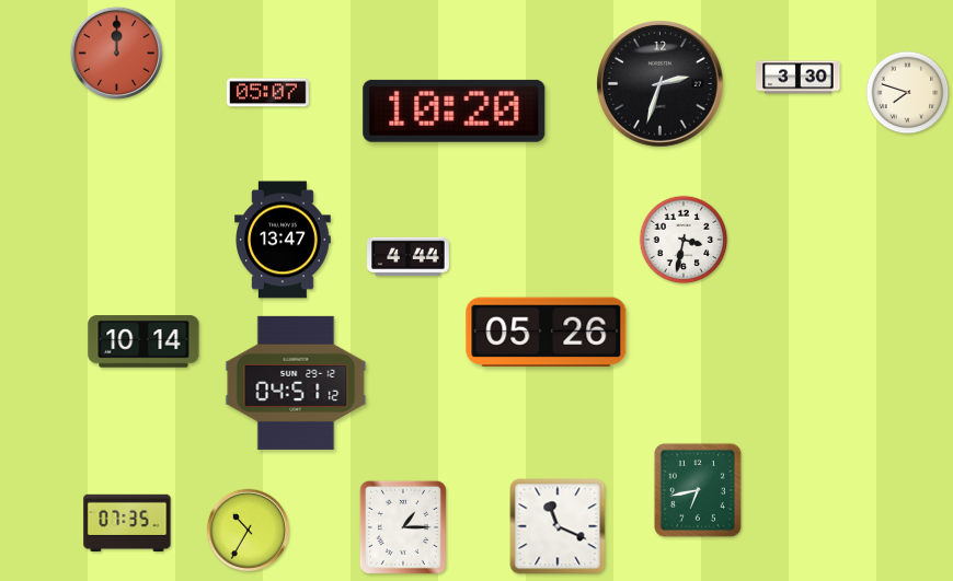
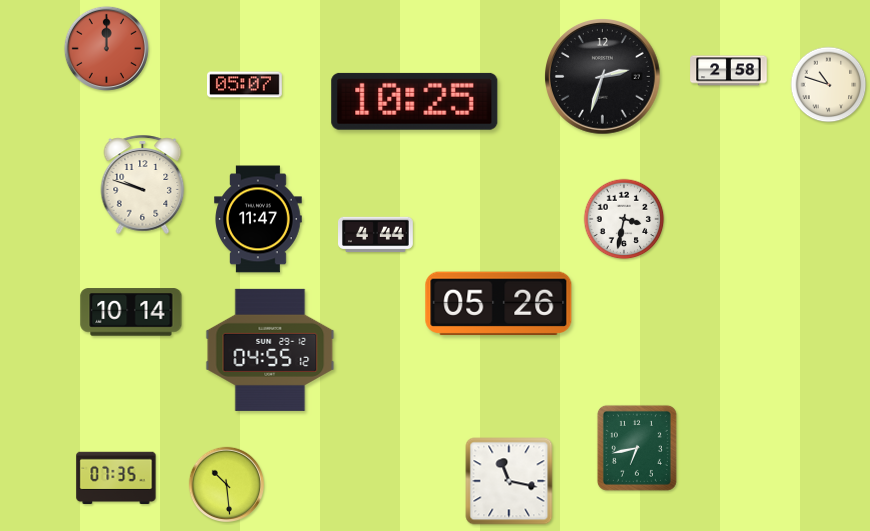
clock at (799, 78): 3:30 -> 2:58
clock at (908, 93): 7:48 -> 10:48
clock at (455, 111): 10:20 -> 10:25
clock at (143, 184): none -> 9:48
clock at (283, 240): 13:47 -> 11:47
clock at (409, 257) position: (409, 257) -> (376, 235)
clock at (296, 383): 04:51 -> 04:55
clock at (558, 526): 11:19 -> 11:17
clock at (403, 527): 1:15 -> none
clock at (248, 530): 10:35 -> 10:29
